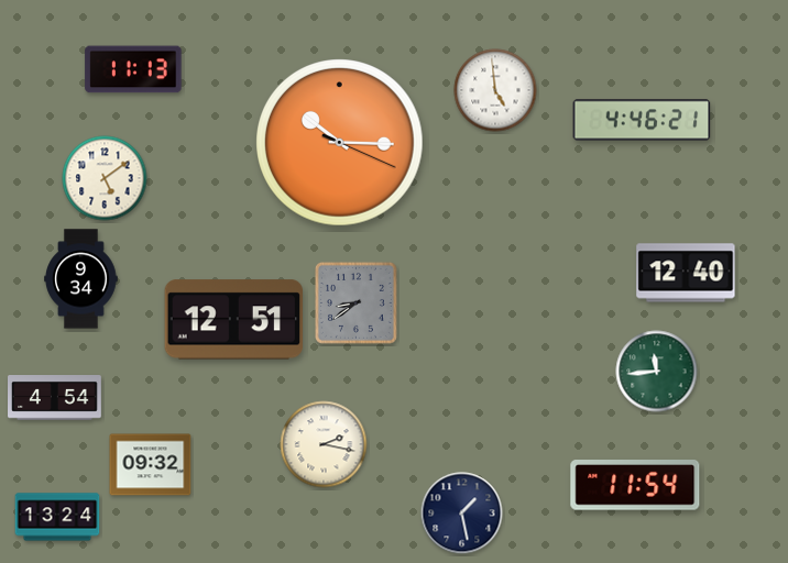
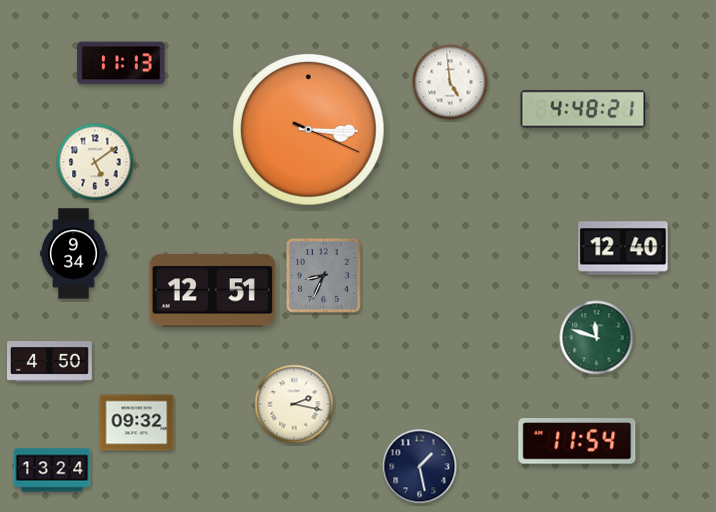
clock at (642, 120): 4:46 -> 4:48
clock at (340, 143): 10:15 -> 3:15
clock at (355, 302): 8:39 -> 8:34
clock at (657, 372): 11:44 -> 11:48
clock at (55, 398): 4:54 -> 4:50
